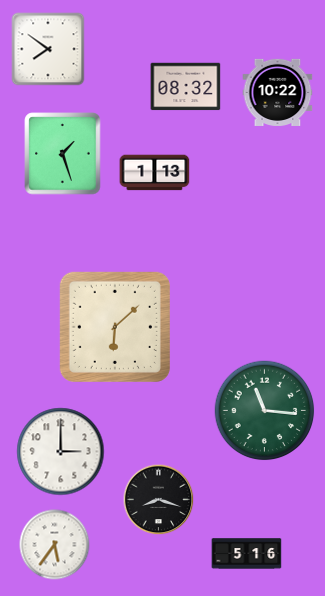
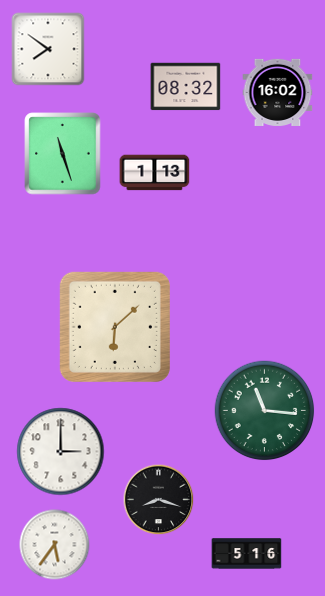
clock at (278, 92): 10:22 -> 16:02
clock at (63, 154): 1:27 -> 11:27
